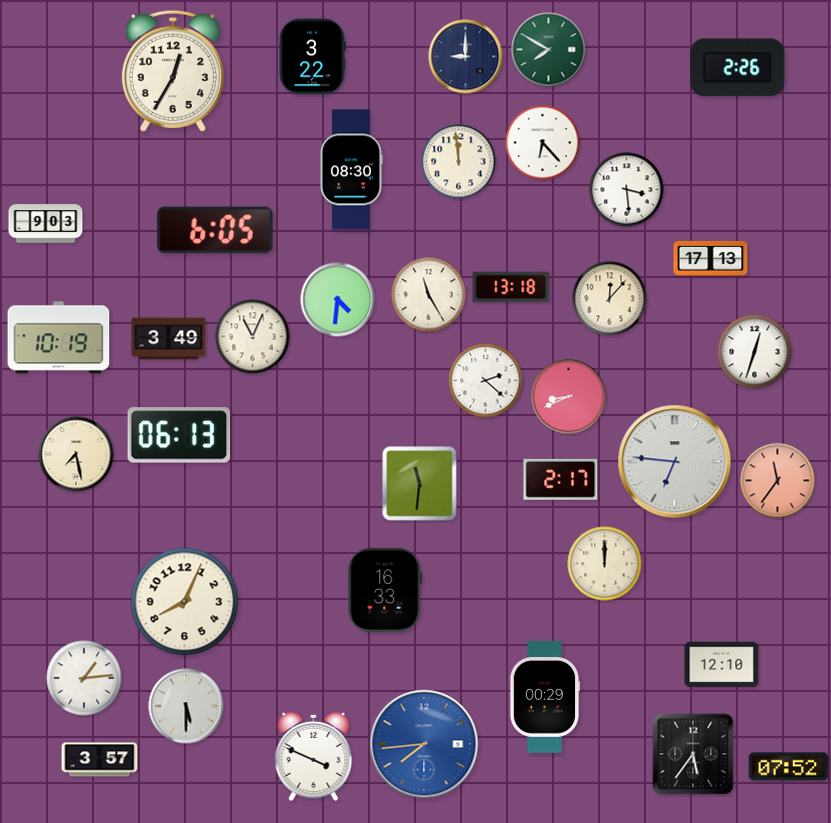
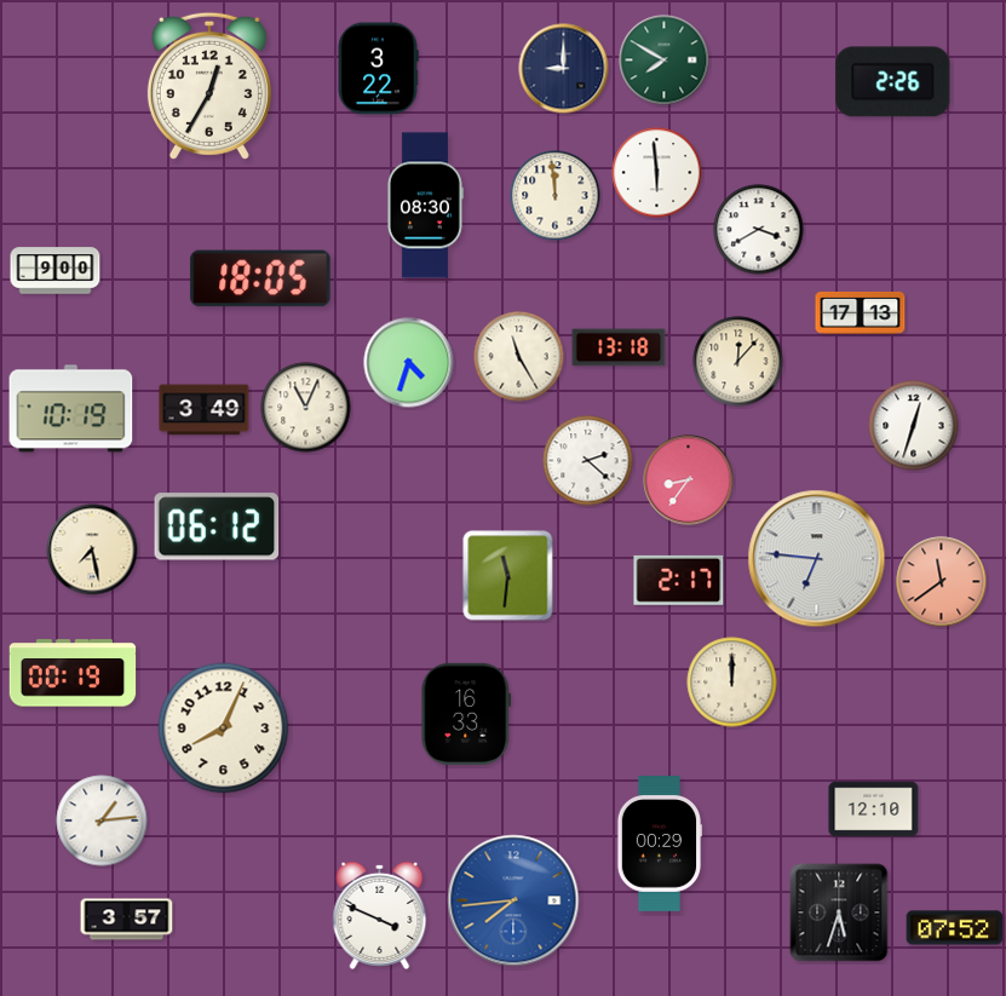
clock at (543, 143): 6:23 -> 5:59
clock at (627, 190): 3:29 -> 3:40
clock at (46, 224): 9:03 -> 9:00
clock at (215, 230): 6:05 -> 18:05
clock at (338, 300): 4:31 -> 4:33
clock at (569, 397): 8:41 -> 8:36
clock at (179, 435): 06:13 -> 06:12
clock at (778, 481): 11:36 -> 11:39
clock at (420, 484) position: (420, 484) -> (508, 576)
clock at (73, 673): none -> 00:19
clock at (722, 665) position: (722, 665) -> (874, 810)
clock at (186, 706): 5:30 -> none
clock at (693, 754): 5:36 -> 5:33
clock at (100, 760) position: (100, 760) -> (127, 920)
